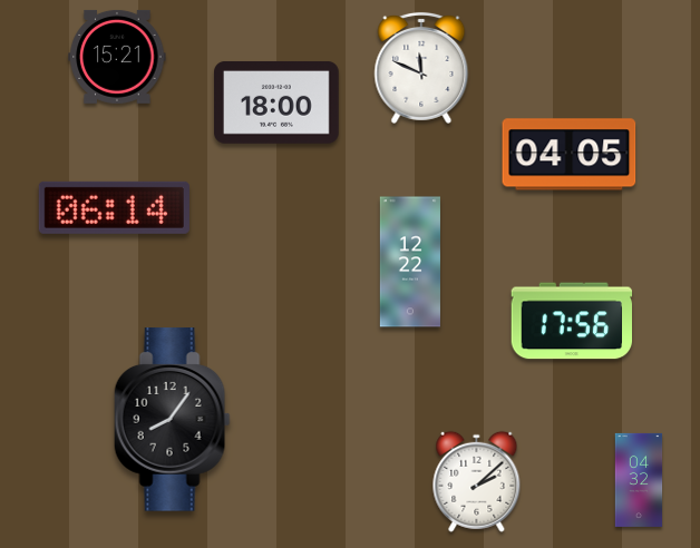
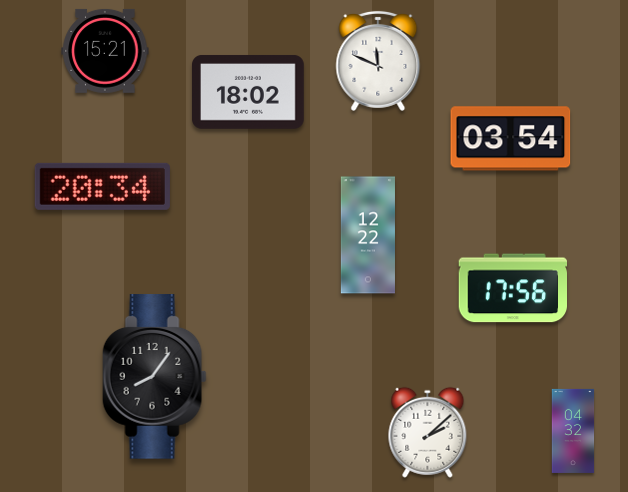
clock at (278, 102): 18:00 -> 18:02
clock at (570, 155): 04:05 -> 03:54
clock at (114, 207): 06:14 -> 20:34
